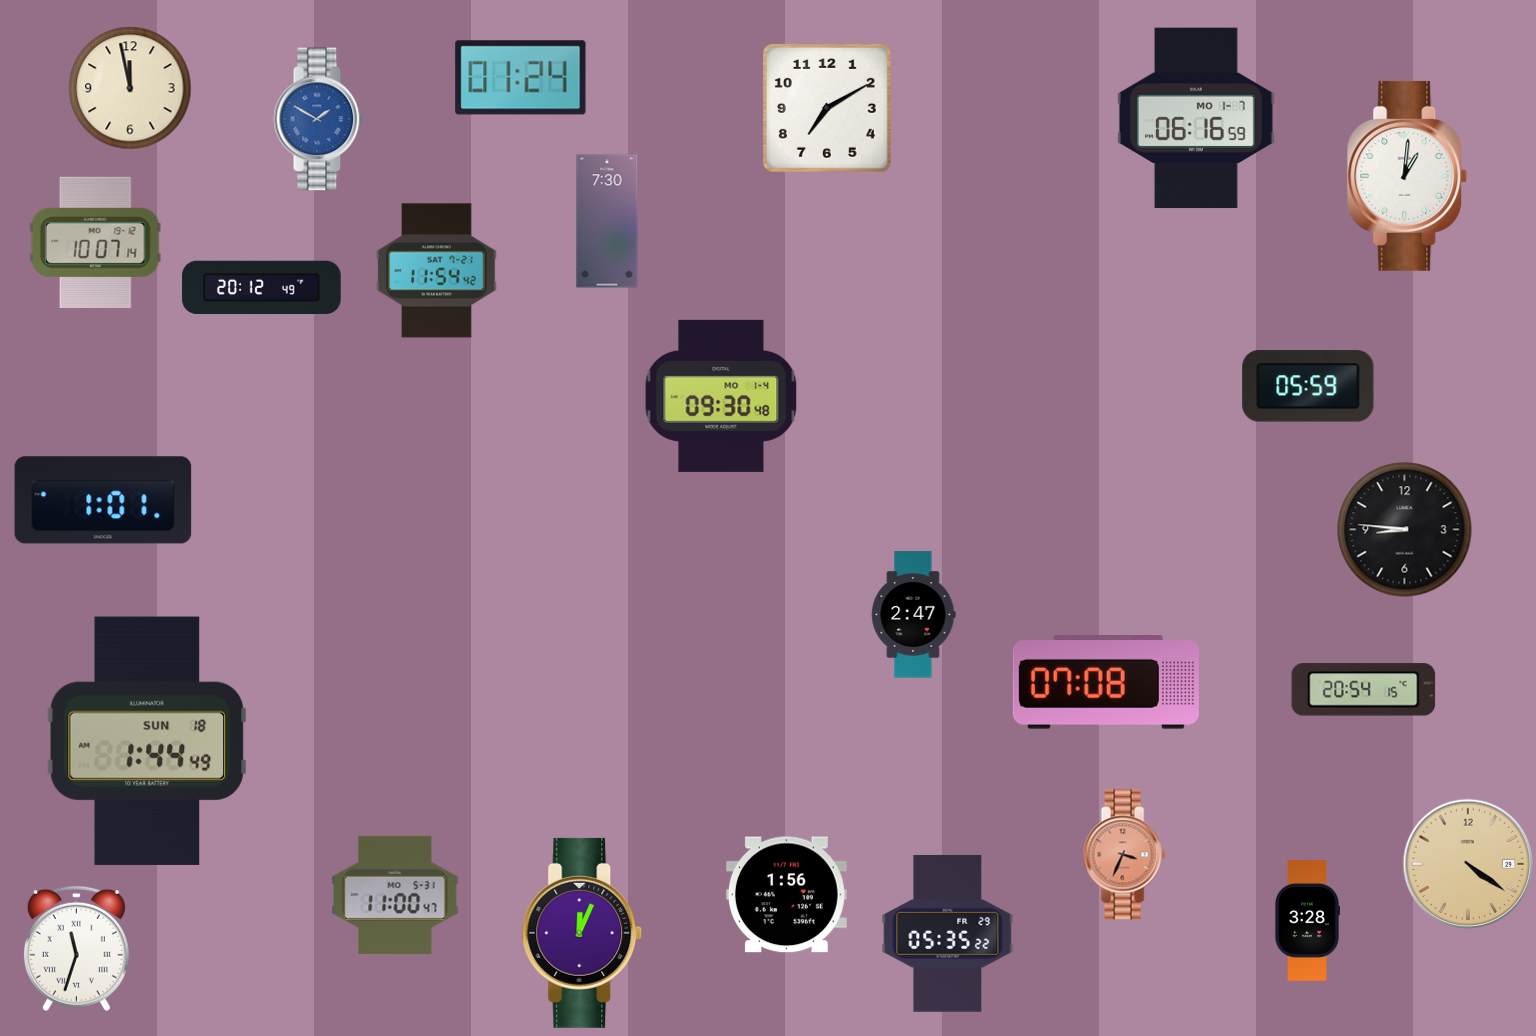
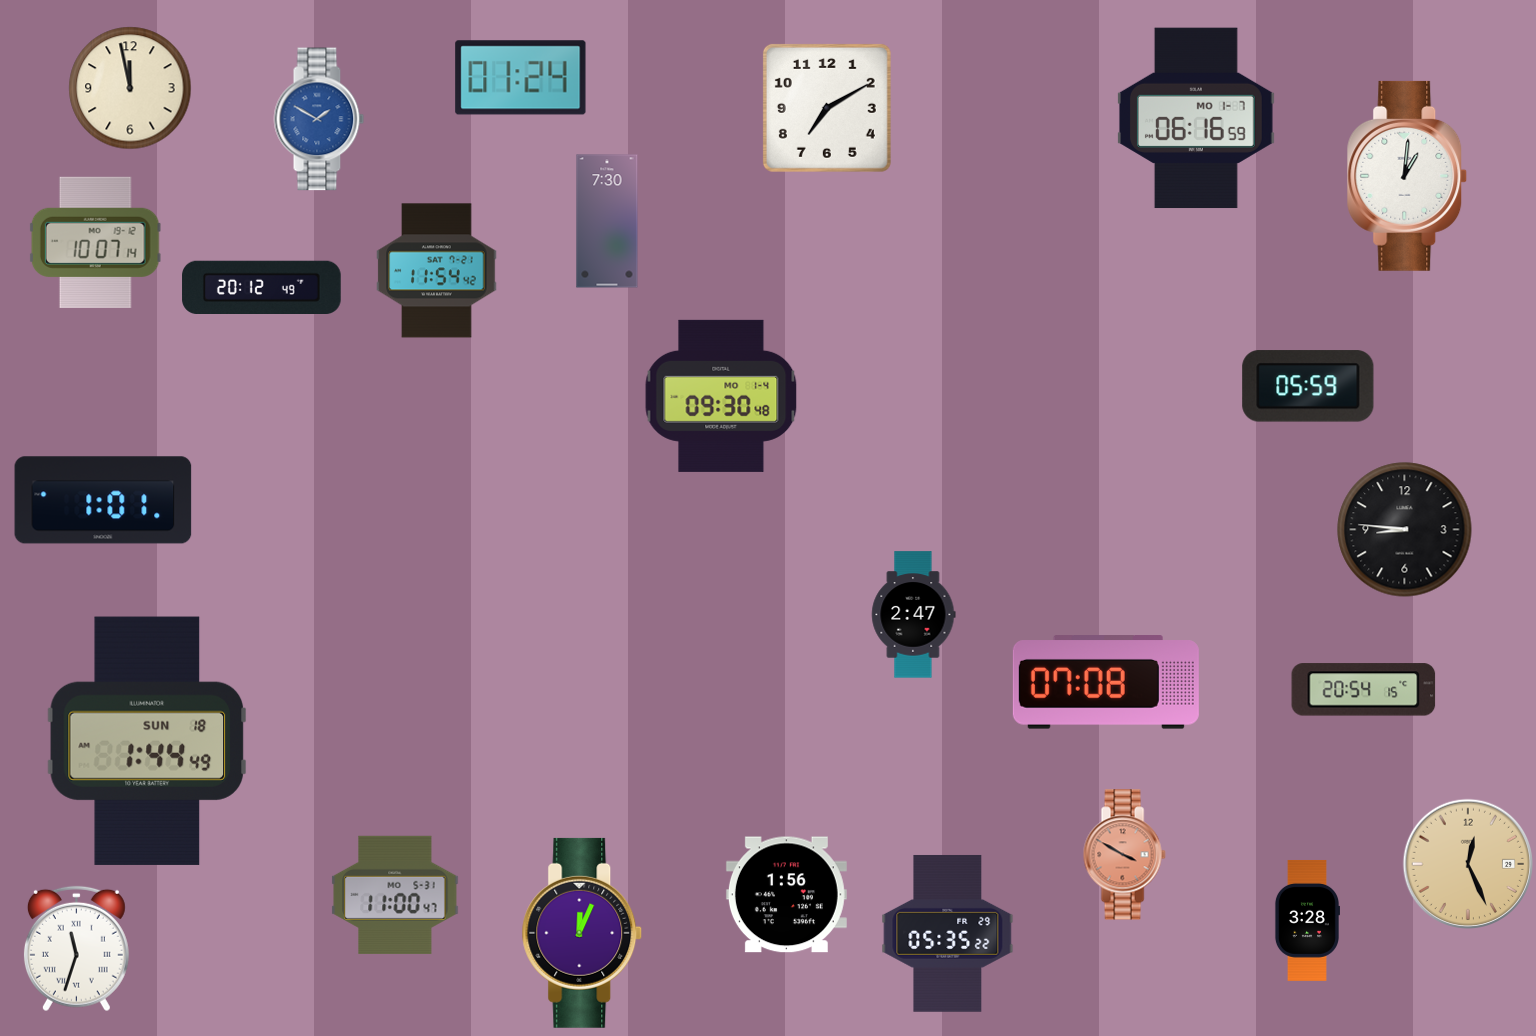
clock at (1124, 855): 3:34 -> 3:50
clock at (1468, 864): 4:21 -> 12:26
